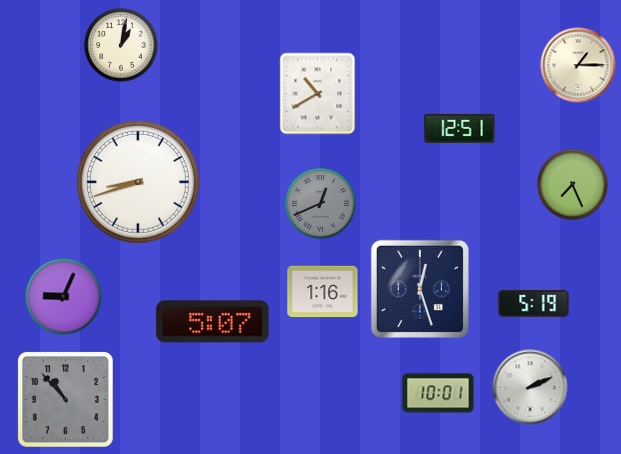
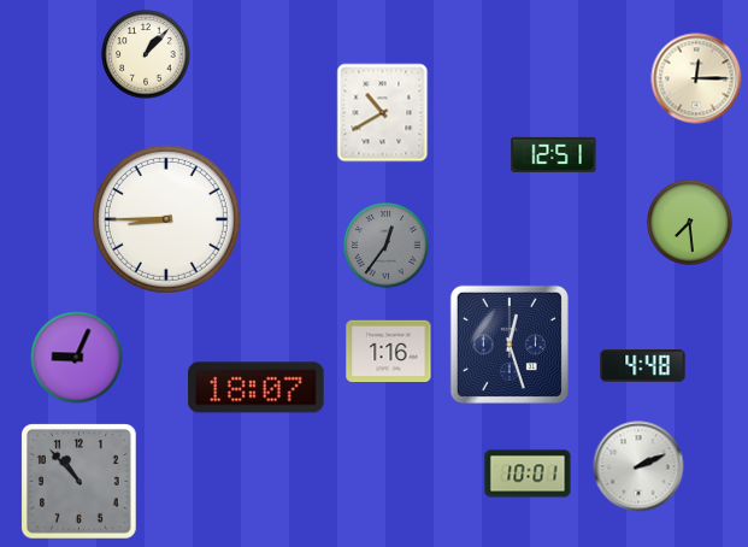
clock at (121, 45): 1:02 -> 1:07
clock at (578, 65): 1:15 -> 12:15
clock at (138, 182): 8:42 -> 8:45
clock at (573, 185): 7:26 -> 7:29
clock at (321, 204): 12:41 -> 12:36
clock at (420, 289) position: (420, 289) -> (510, 345)
clock at (534, 304): 5:19 -> 4:48
clock at (213, 322): 5:07 -> 18:07
